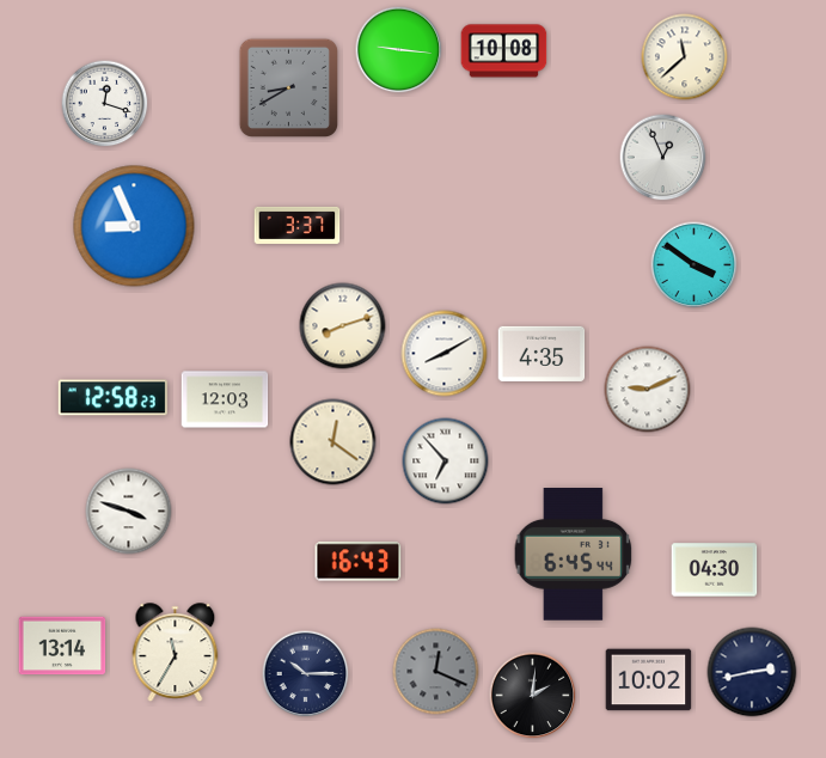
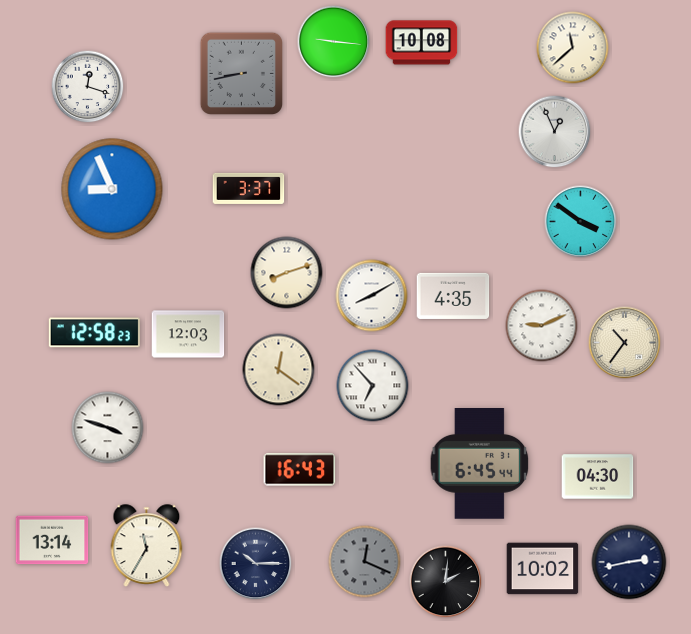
clock at (288, 87): 8:40 -> 8:43
clock at (625, 343): none -> 10:36
